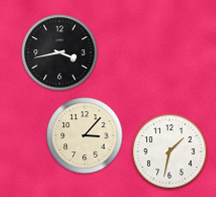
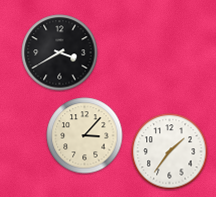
clock at (60, 53): 3:43 -> 3:40
clock at (170, 152): 1:32 -> 1:36
